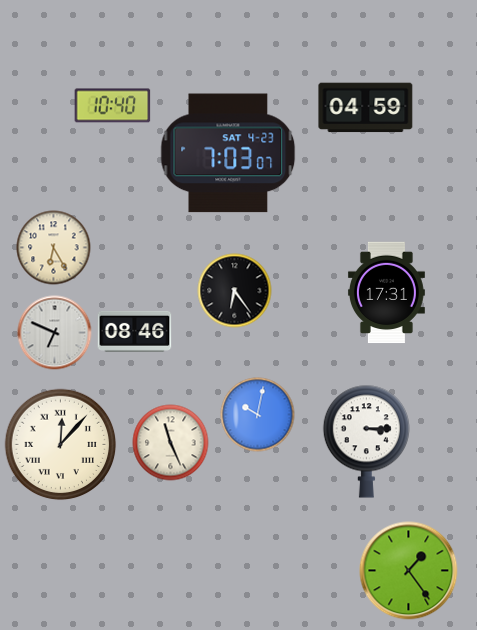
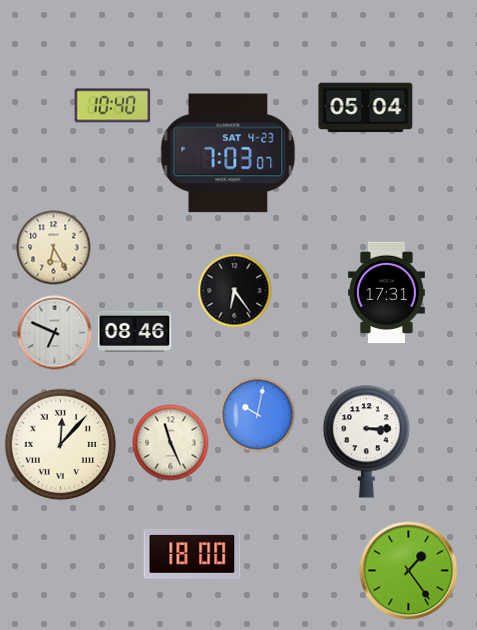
clock at (366, 108): 04:59 -> 05:04
clock at (192, 554): none -> 18:00
